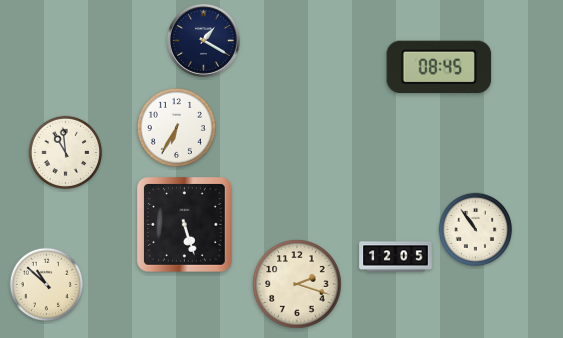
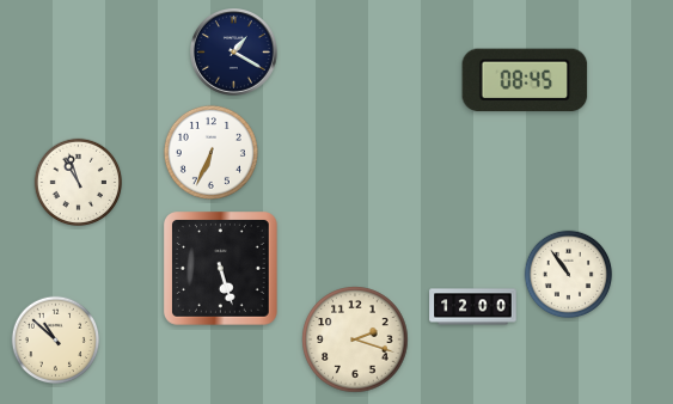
clock at (204, 41) position: (204, 41) -> (234, 53)
clock at (176, 127): 6:35 -> 6:34
clock at (66, 153): 10:59 -> 10:57
clock at (396, 257): 12:05 -> 12:00
